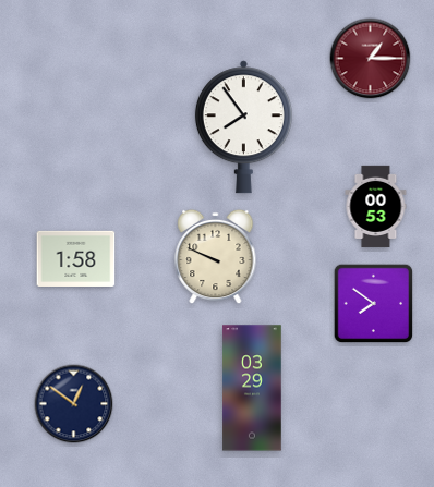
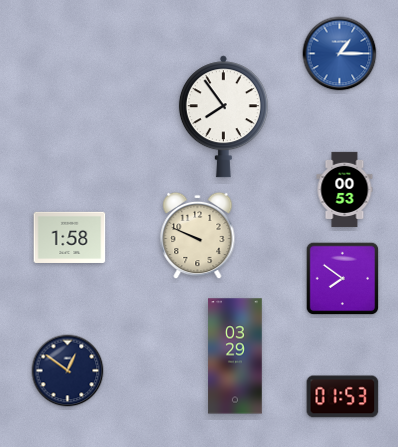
clock at (371, 59) dial: burgundy -> blue
clock at (252, 388) position: (252, 388) -> (235, 356)
clock at (343, 397): none -> 01:53
